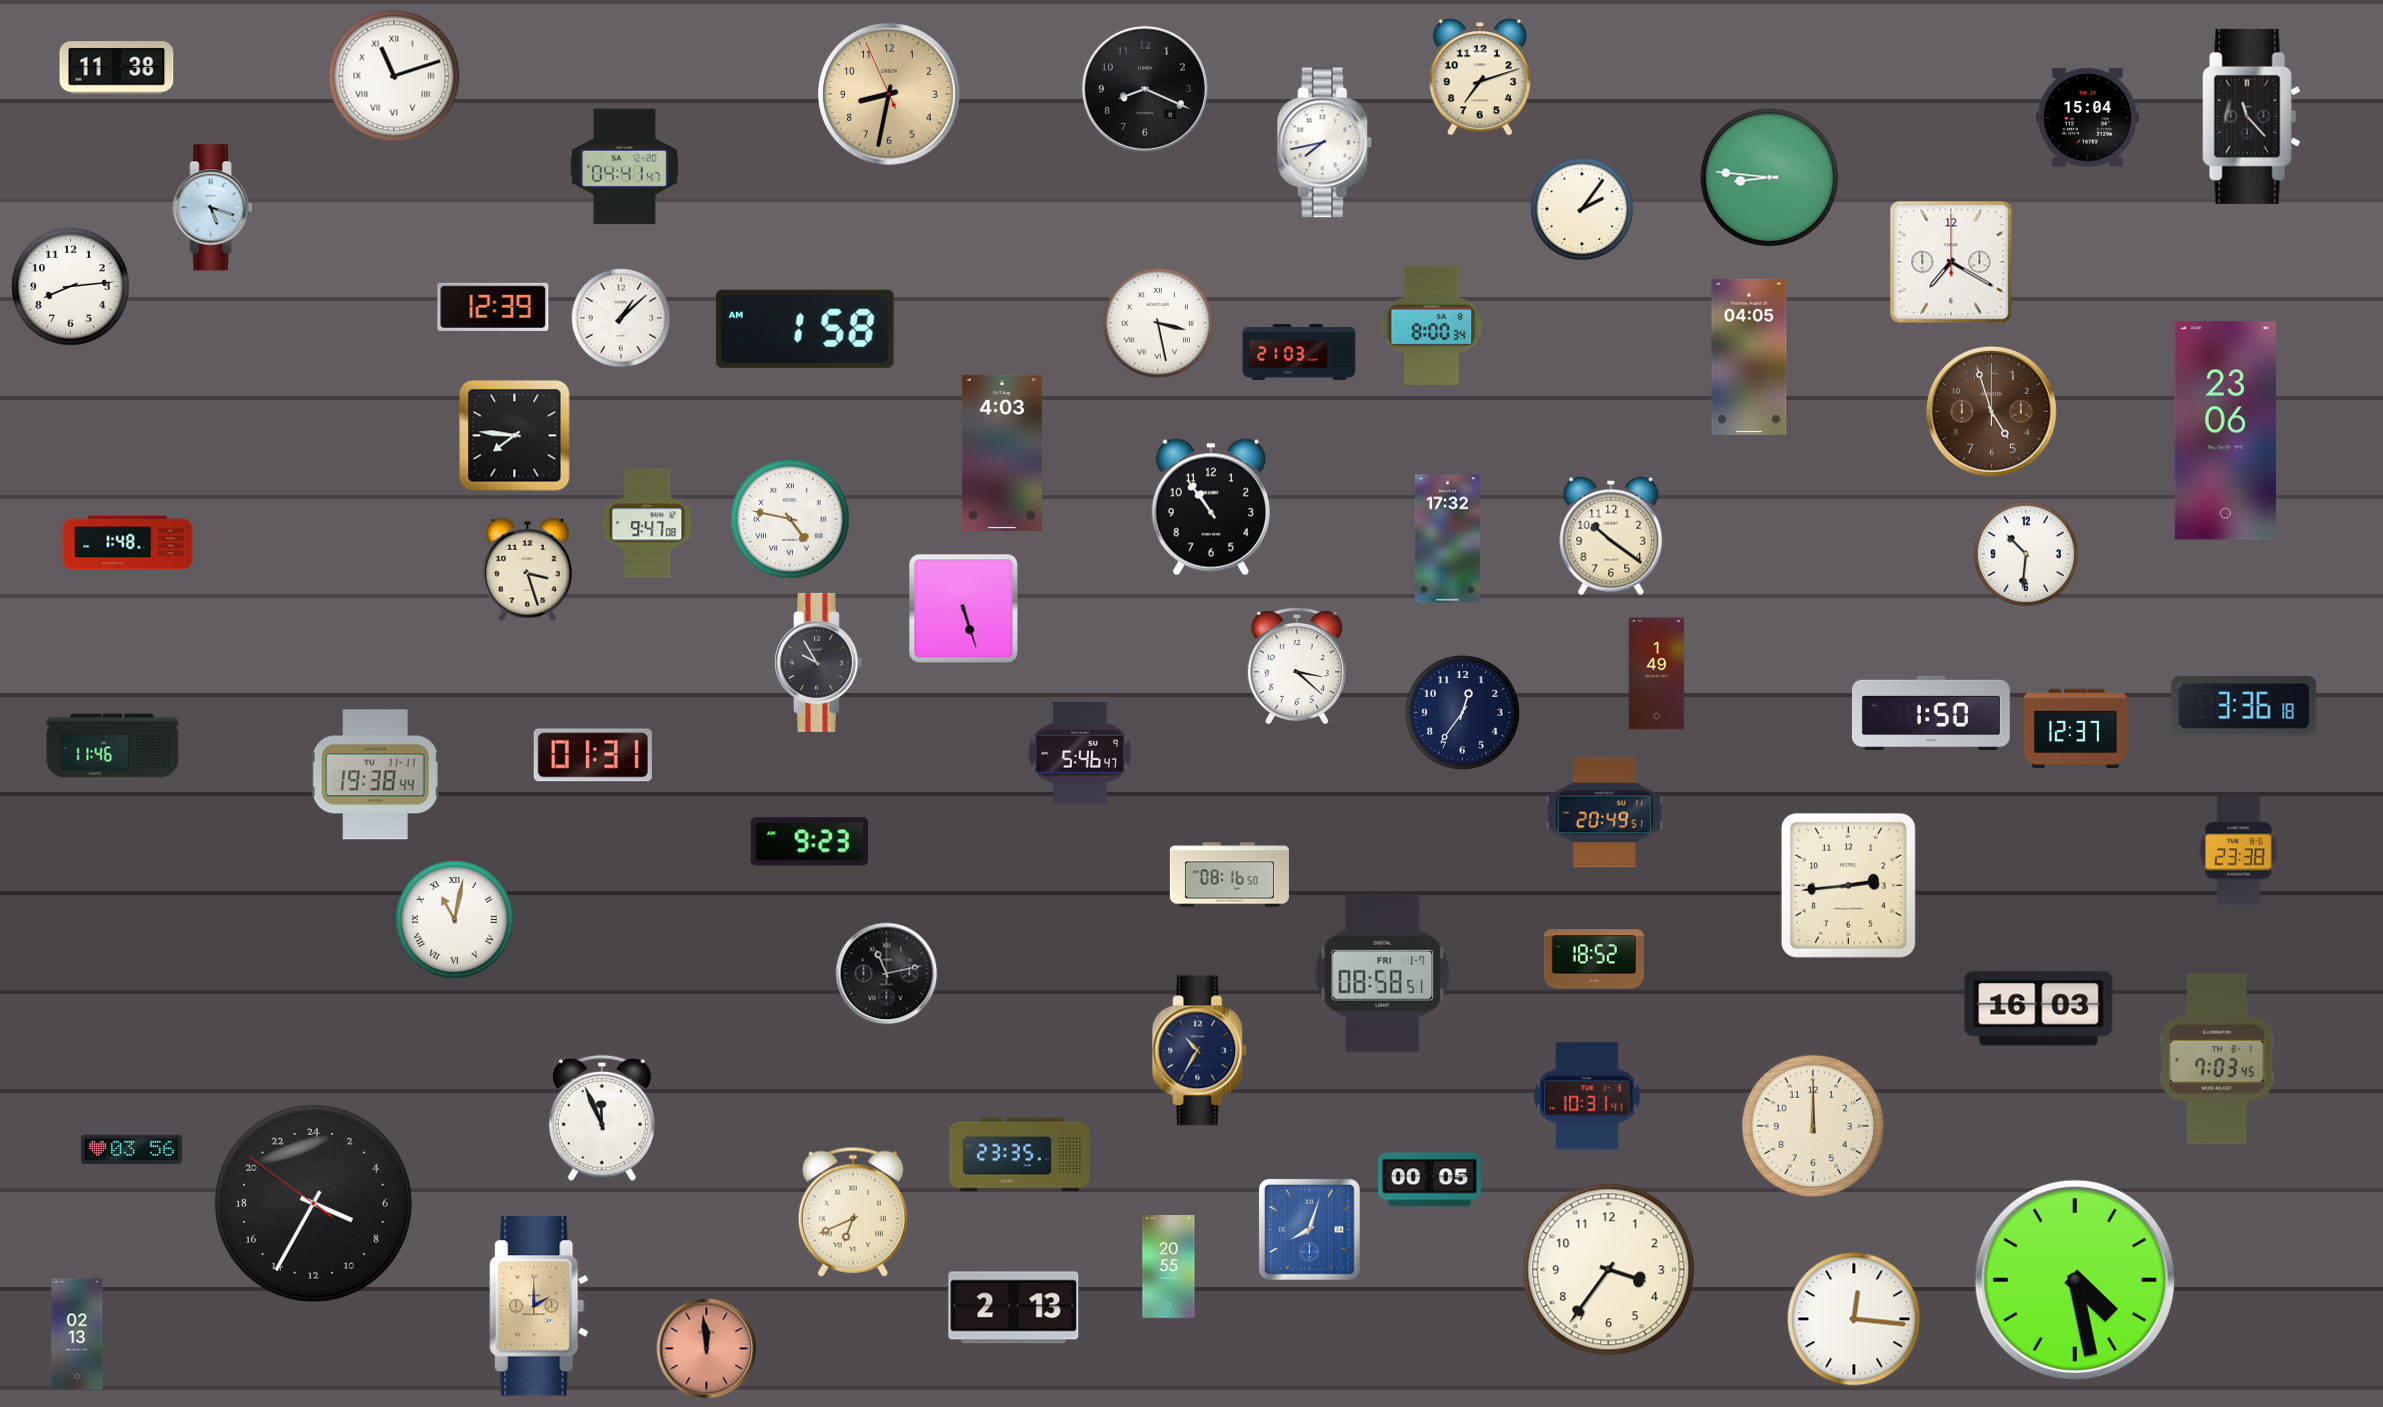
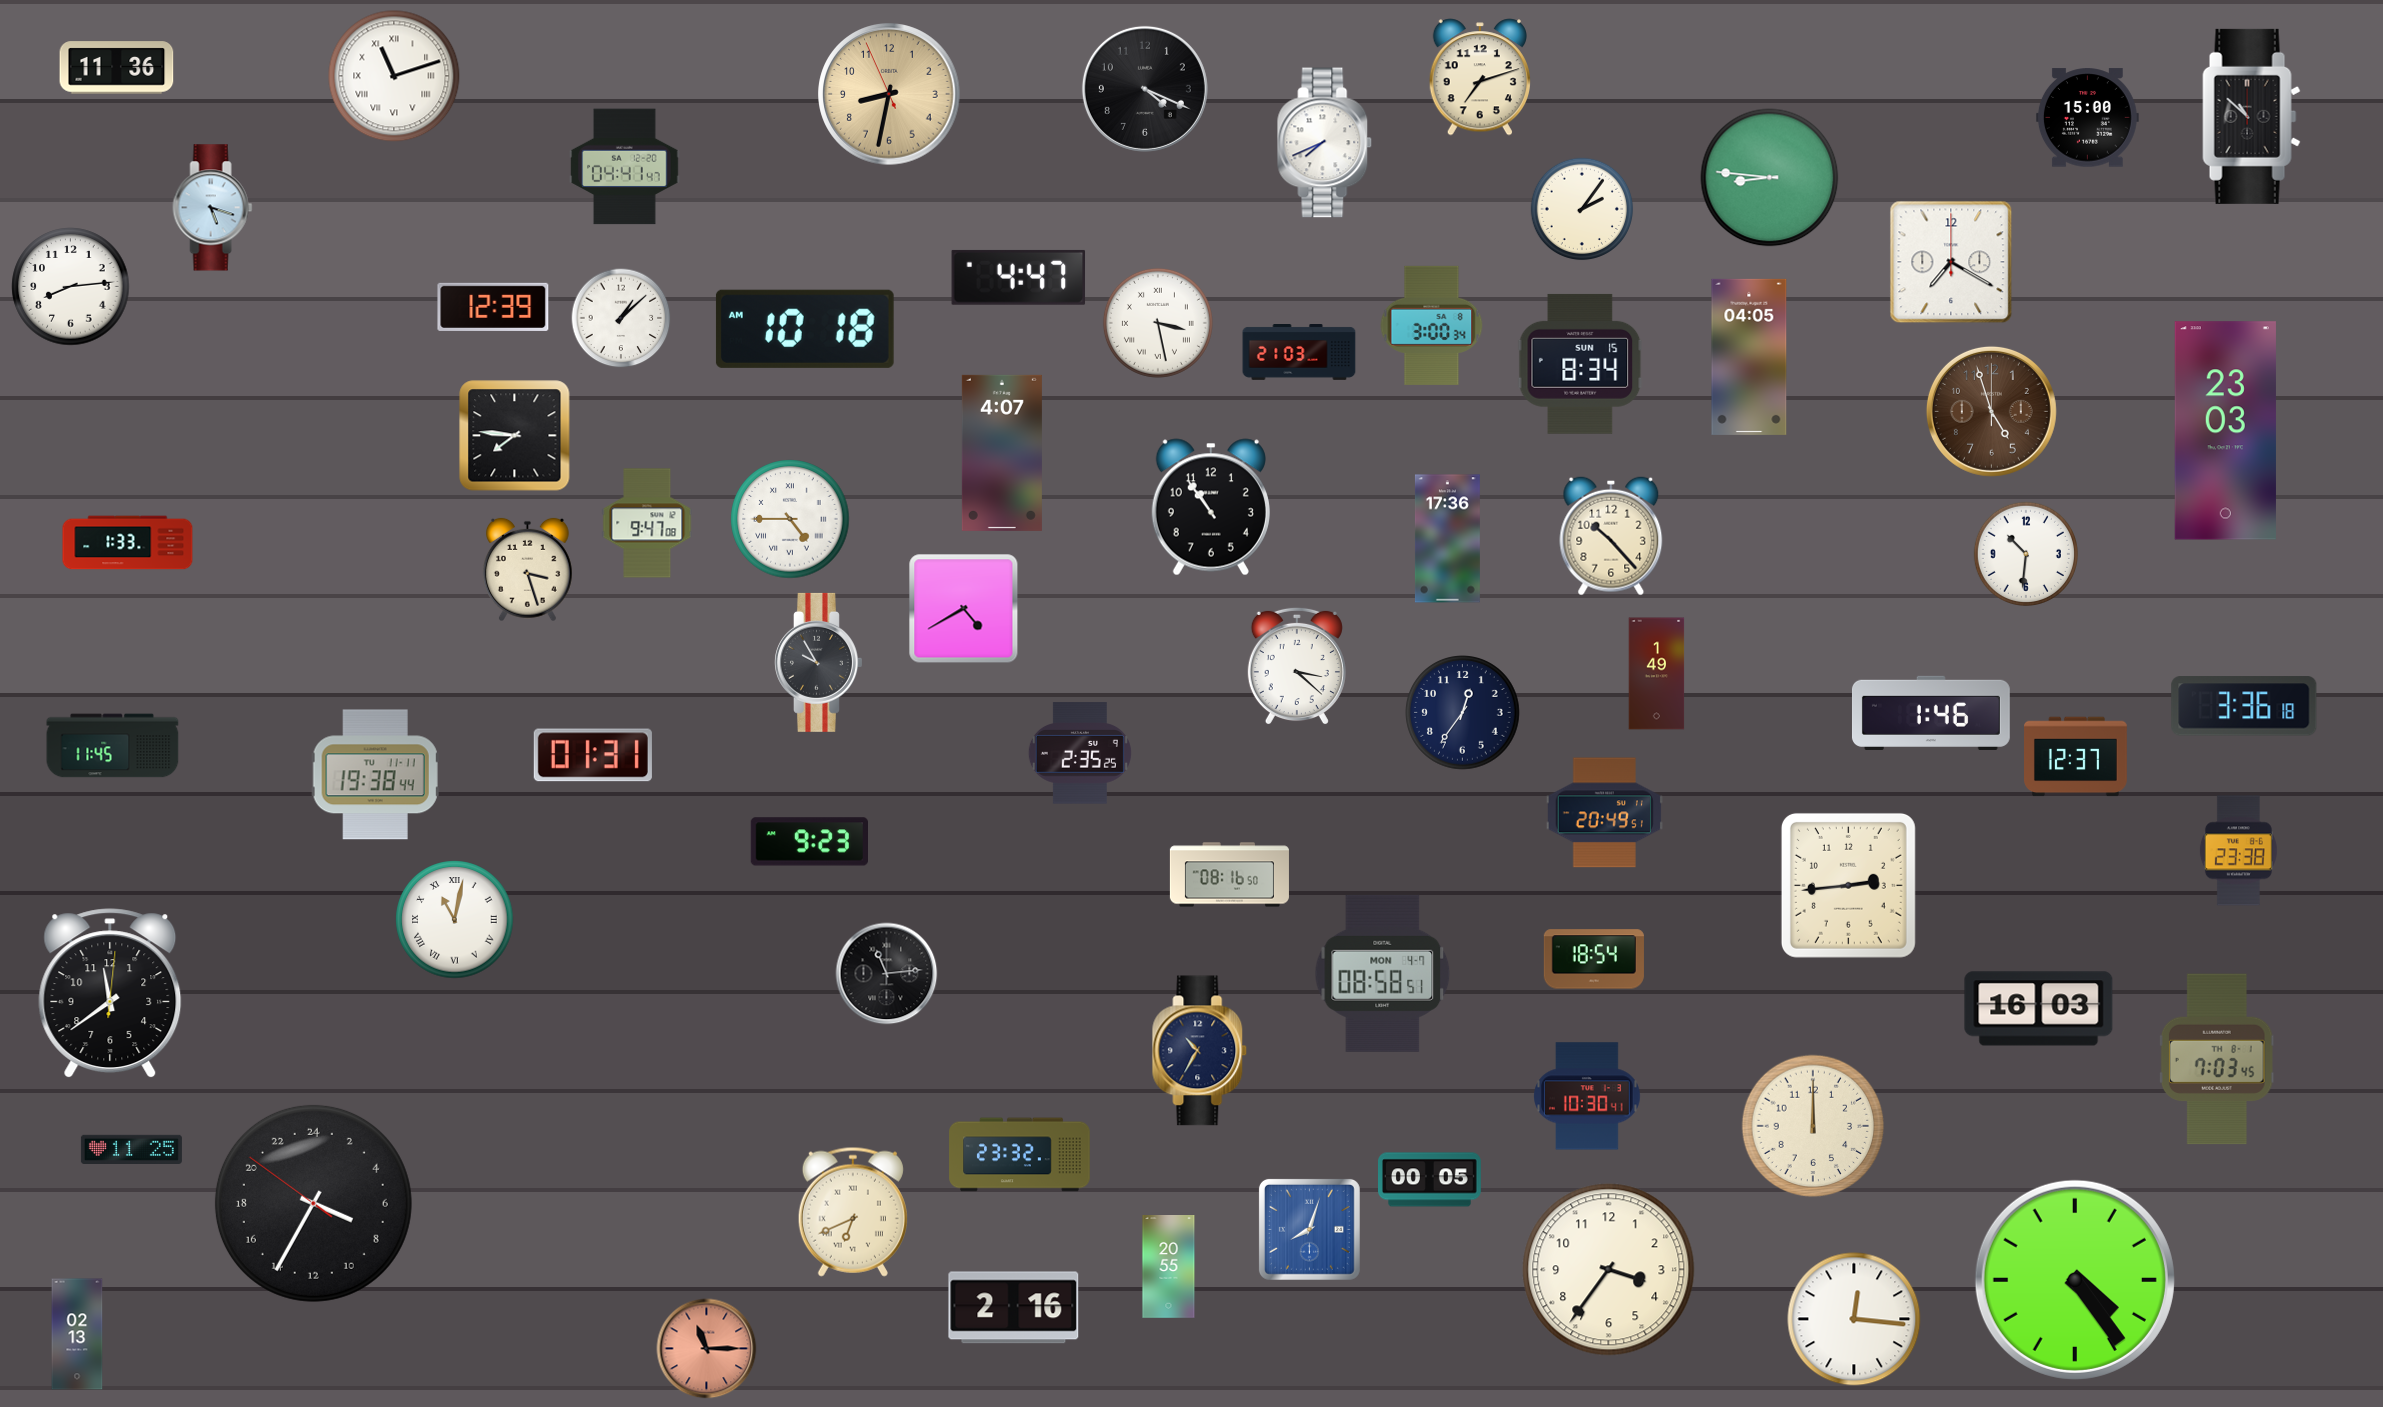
clock at (117, 68): 11:38 -> 11:36
clock at (1145, 89): 8:19 -> 4:19
clock at (2252, 116): 11:23 -> 10:52
clock at (2087, 118): 15:04 -> 15:00
clock at (1325, 143): 7:43 -> 7:41
clock at (1019, 277): none -> 4:47
clock at (1432, 325): 8:00 -> 3:00
clock at (805, 329): 1:58 -> 10:18
clock at (1580, 364): none -> 8:34
clock at (2225, 431): 23:06 -> 23:03
clock at (1002, 453): 4:03 -> 4:07
clock at (790, 519): 4:47 -> 4:45
clock at (1611, 536): 10:21 -> 10:23
clock at (1447, 539): 17:32 -> 17:36
clock at (128, 543): 1:48 -> 1:33
clock at (964, 609): 5:27 -> 4:40
clock at (1931, 713): 1:50 -> 1:46
clock at (2076, 729) position: (2076, 729) -> (2076, 757)
clock at (113, 746): 11:46 -> 11:45
clock at (1080, 753): 5:46 -> 2:35
clock at (1594, 959): 18:52 -> 18:54
clock at (1383, 973) date: FRI 1-7 -> MON 4-7
clock at (887, 974): 11:13 -> 11:14
clock at (110, 993): none -> 11:39
clock at (1587, 1096): 10:31 -> 10:30
clock at (602, 1118): 11:56 -> none
clock at (131, 1149): 03:56 -> 11:25
clock at (1020, 1155): 23:35 -> 23:32
clock at (2075, 1280): 4:28 -> 4:24
clock at (539, 1306): 2:00 -> none
clock at (1014, 1308): 2:13 -> 2:16
clock at (707, 1349): 11:59 -> 11:15
